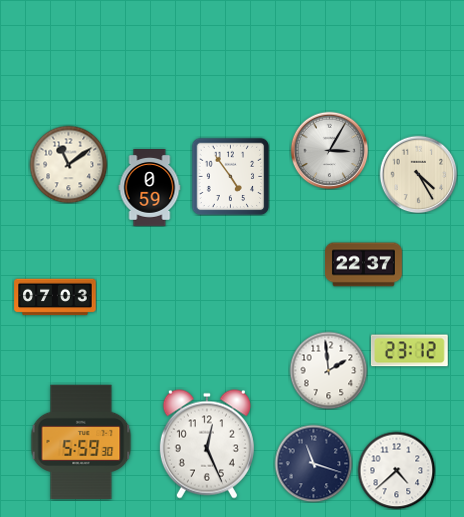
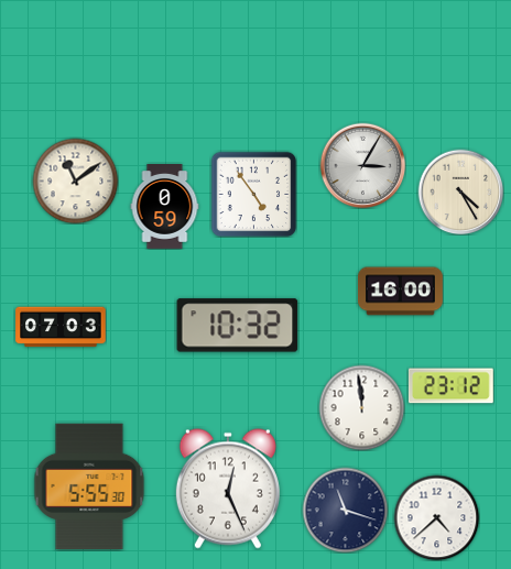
clock at (364, 265): 22:37 -> 16:00
clock at (238, 326): none -> 10:32
clock at (328, 370): 1:59 -> 11:59
clock at (81, 442): 5:59 -> 5:55
